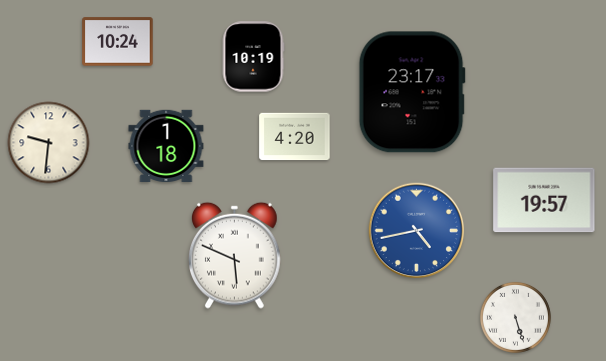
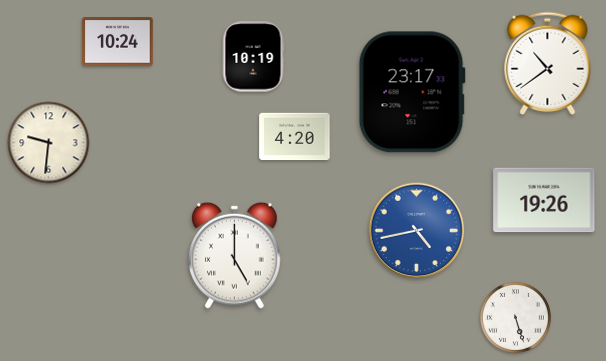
clock at (548, 63): none -> 10:39
clock at (166, 145): 1:18 -> none
clock at (544, 200): 19:57 -> 19:26
clock at (235, 255): 5:49 -> 5:00
